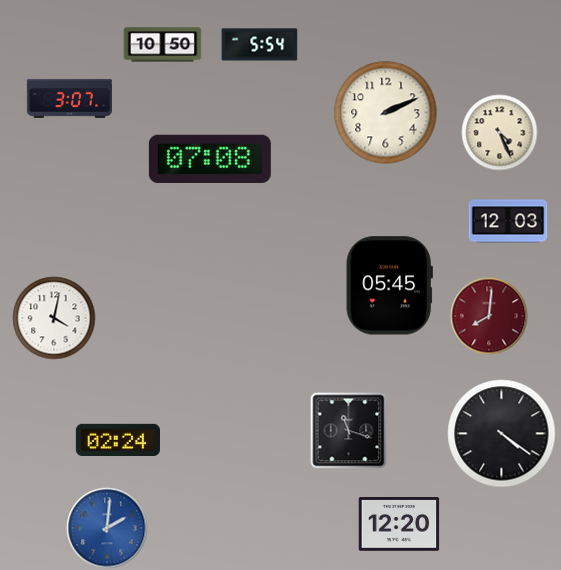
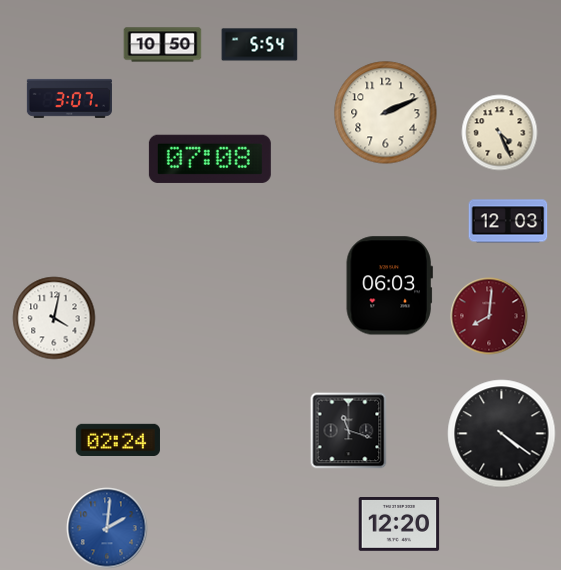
clock at (389, 286): 05:45 -> 06:03
